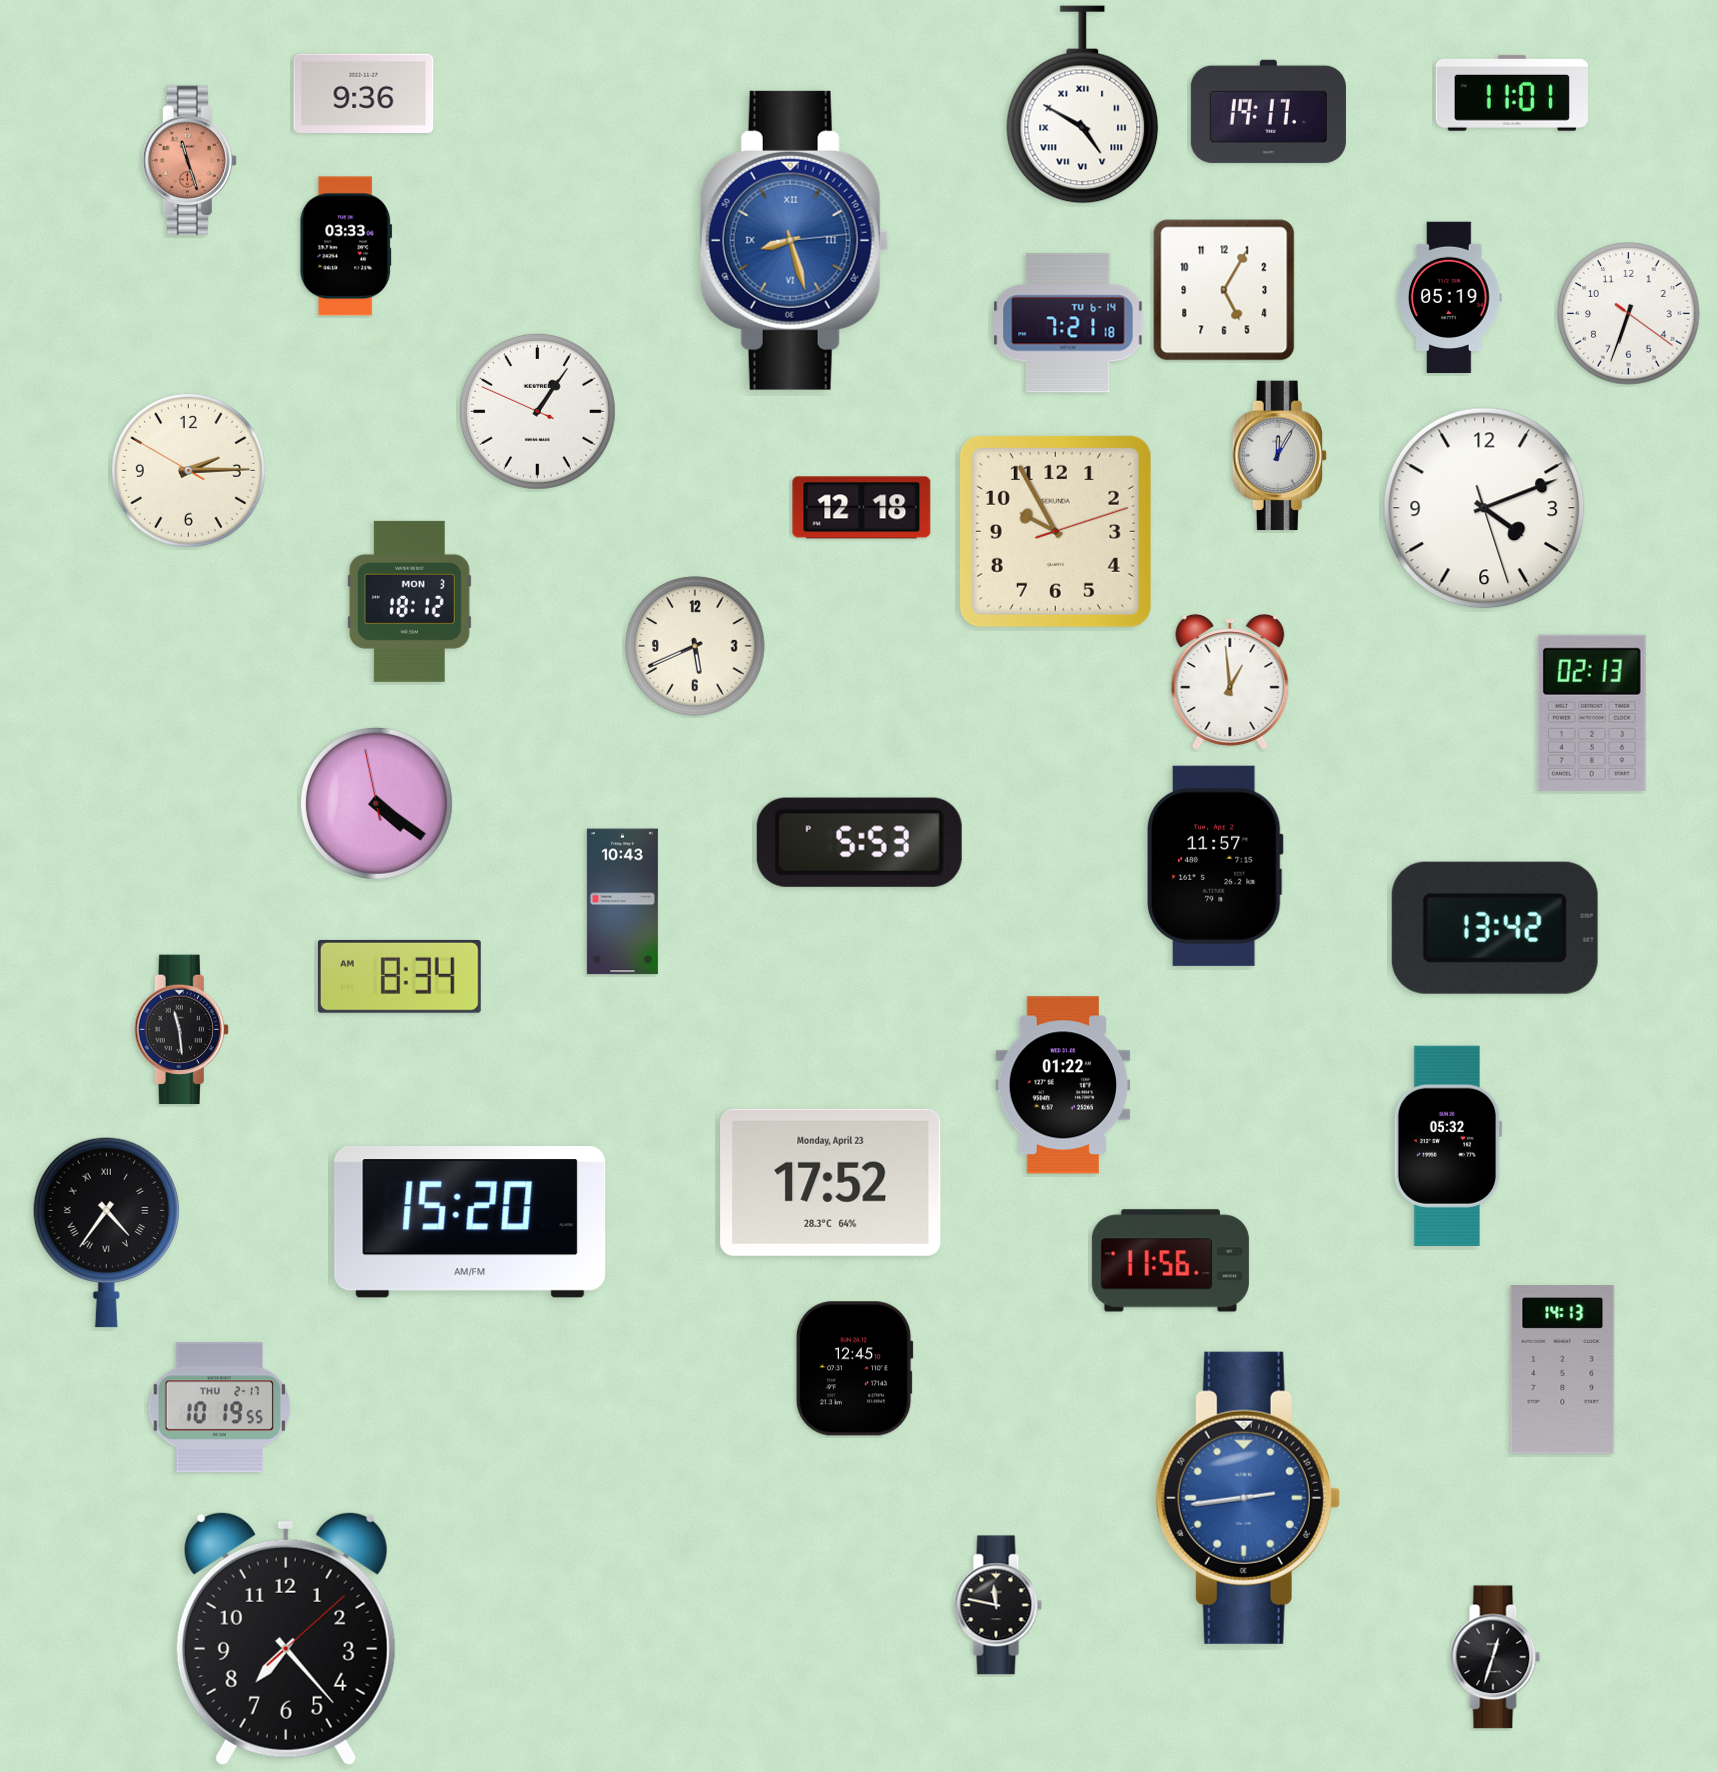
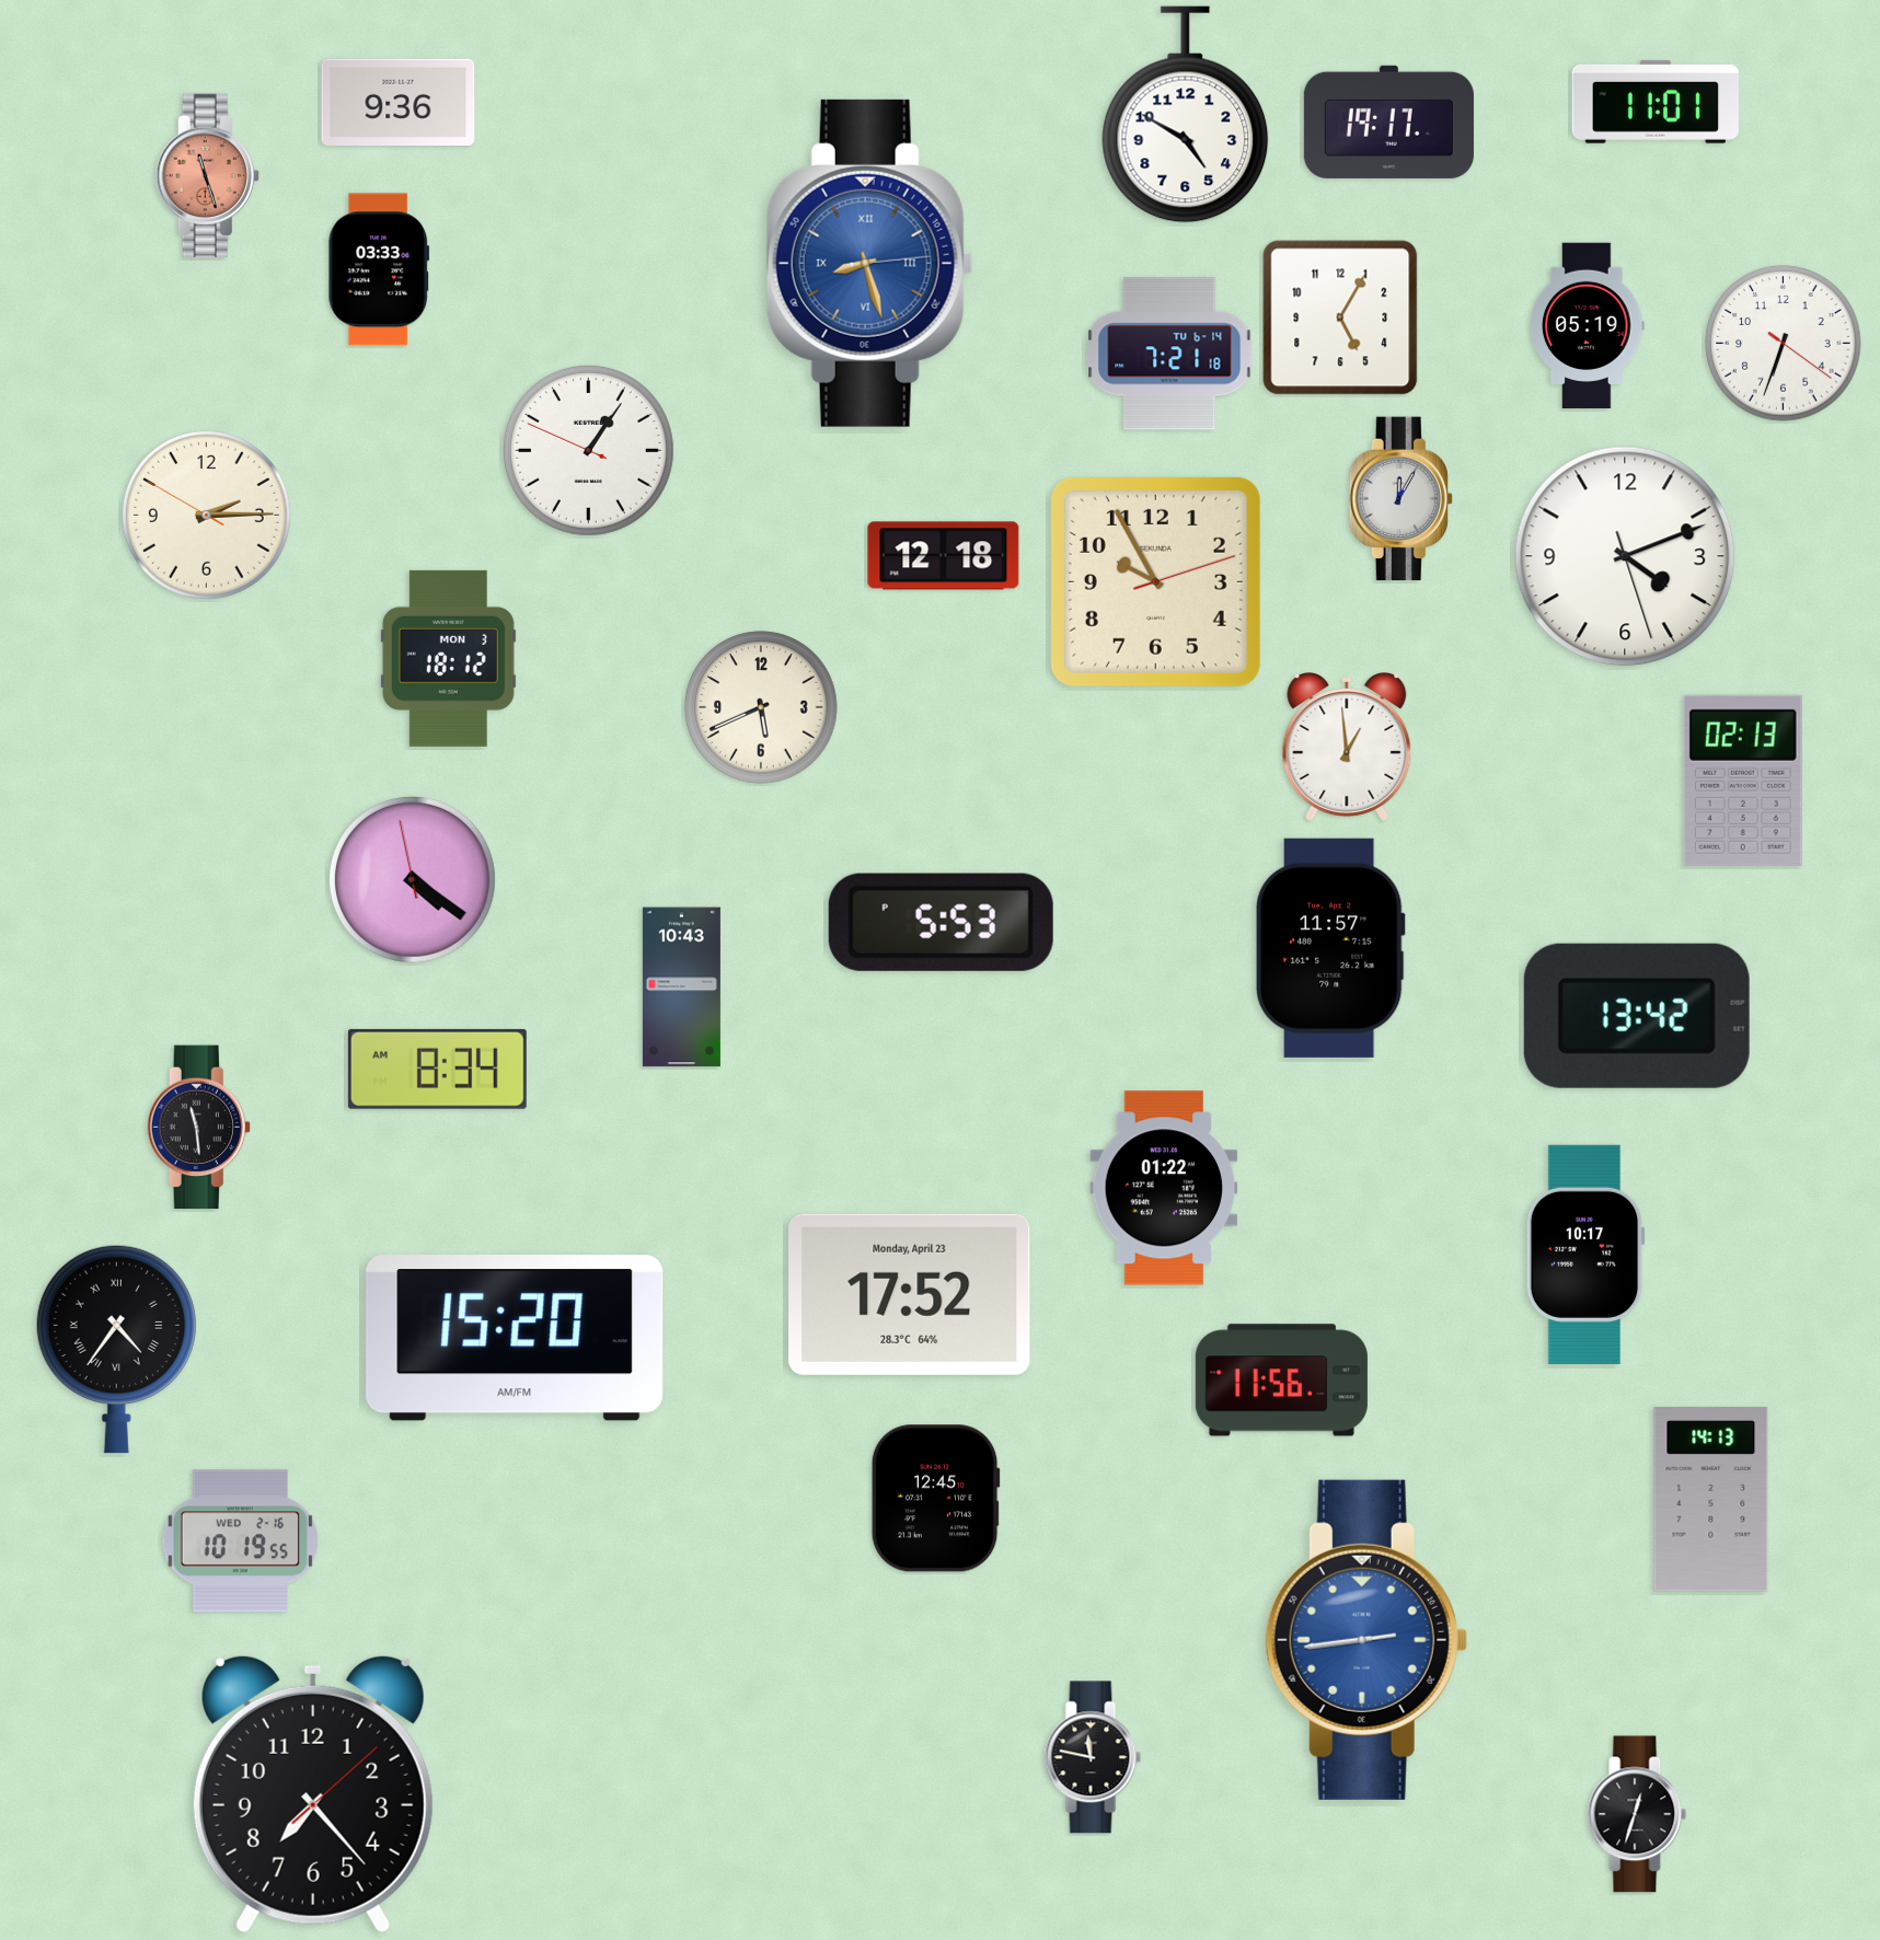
clock at (1083, 105) numerals: Roman -> Arabic
clock at (1448, 1146): 05:32 -> 10:17
clock at (219, 1408) date: THU 2-17 -> WED 2-16
